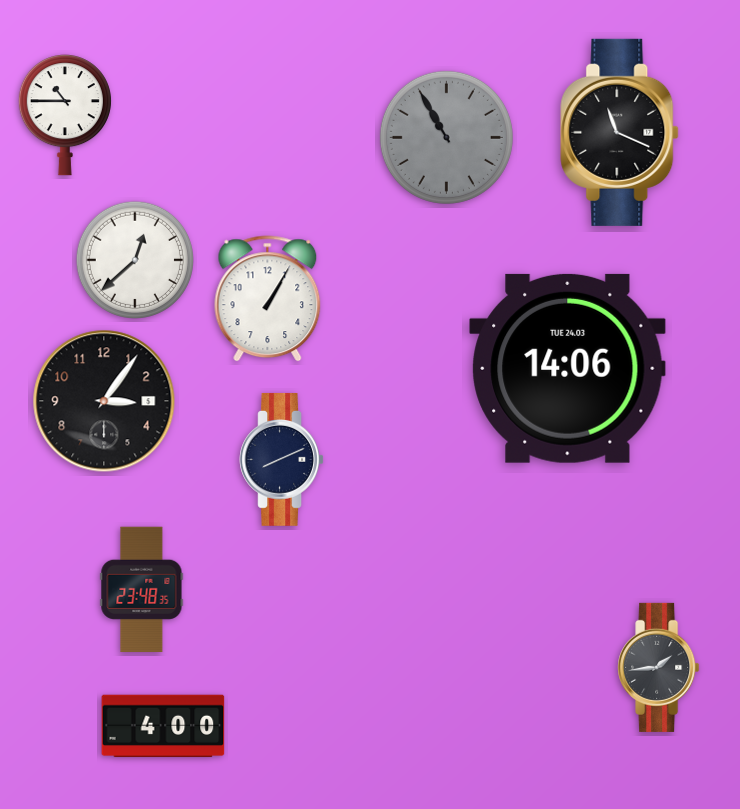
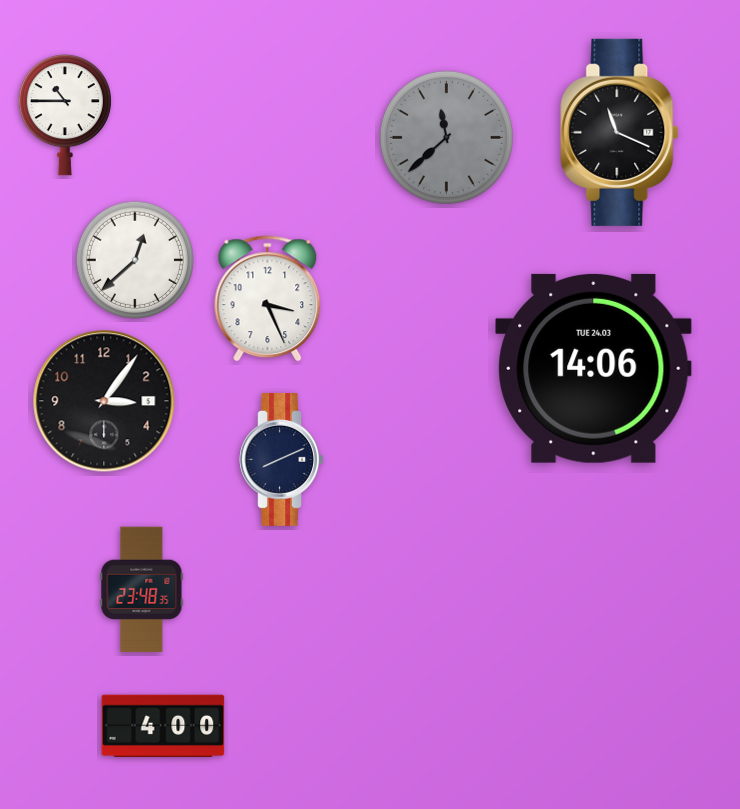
clock at (446, 137): 10:55 -> 11:38
clock at (268, 299): 1:05 -> 3:26
clock at (568, 368) position: (568, 368) -> (594, 368)
clock at (659, 667): 1:44 -> none
